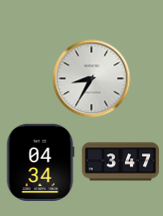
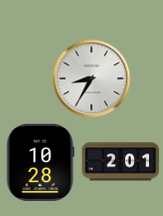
clock at (40, 162): 04:34 -> 10:28
clock at (120, 162): 3:47 -> 2:01
